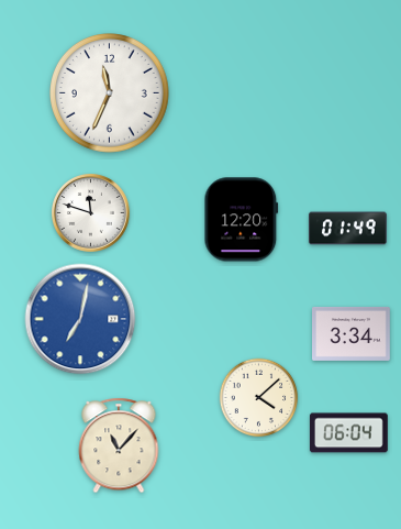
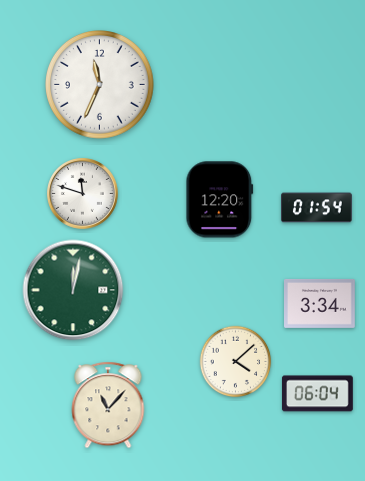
clock at (348, 229): 01:49 -> 01:54
clock at (80, 319): 7:02 -> 12:02
clock at (80, 319) dial: blue -> green
